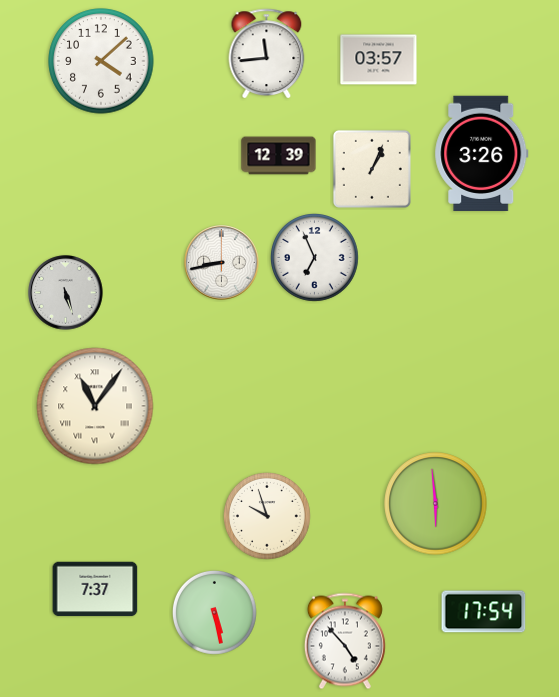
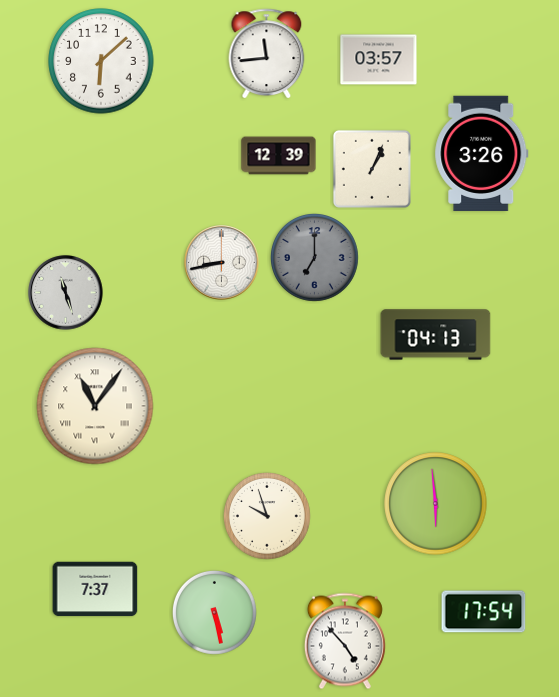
clock at (101, 61): 4:08 -> 6:08
clock at (315, 258): 6:56 -> 7:00
clock at (315, 258) dial: white -> grey
clock at (66, 293): 5:27 -> 11:27
clock at (436, 335): none -> 04:13
